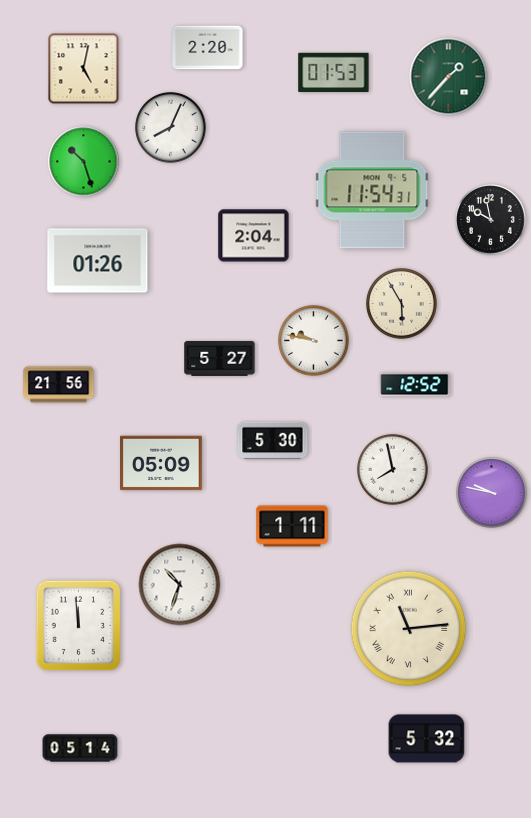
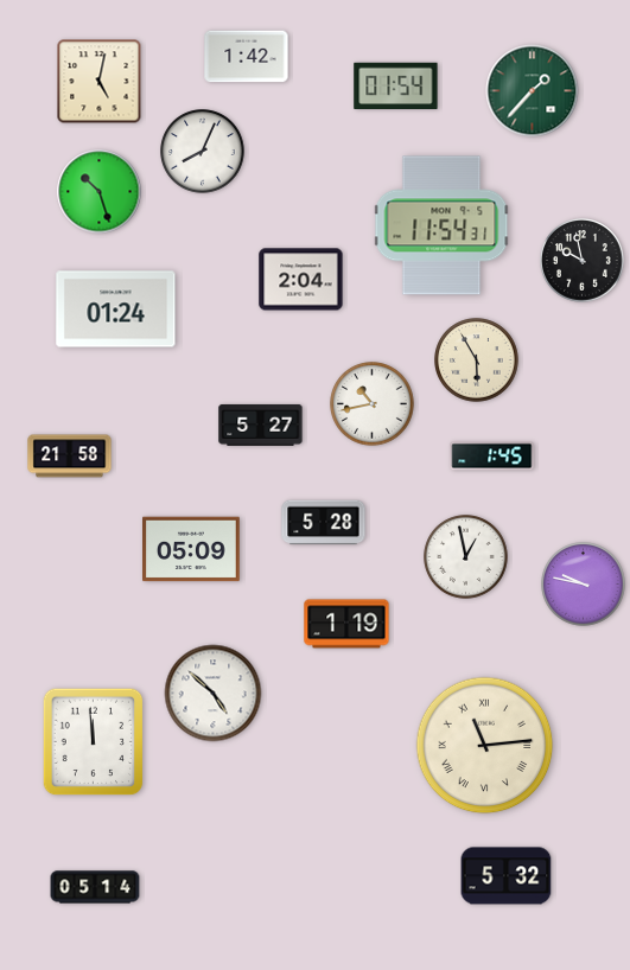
clock at (208, 48): 2:20 -> 1:42
clock at (334, 73): 01:53 -> 01:54
clock at (98, 261): 01:26 -> 01:24
clock at (314, 341): 9:47 -> 10:43
clock at (59, 385): 21:56 -> 21:58
clock at (415, 385): 12:52 -> 1:45
clock at (273, 441): 5:30 -> 5:28
clock at (393, 470): 7:58 -> 12:58
clock at (292, 526): 1:11 -> 1:19
clock at (180, 585): 10:33 -> 4:52
